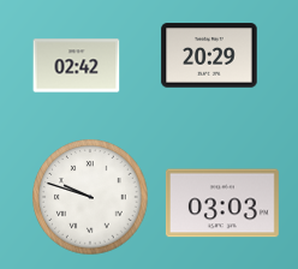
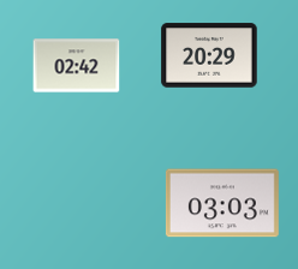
clock at (90, 197): 9:48 -> none
